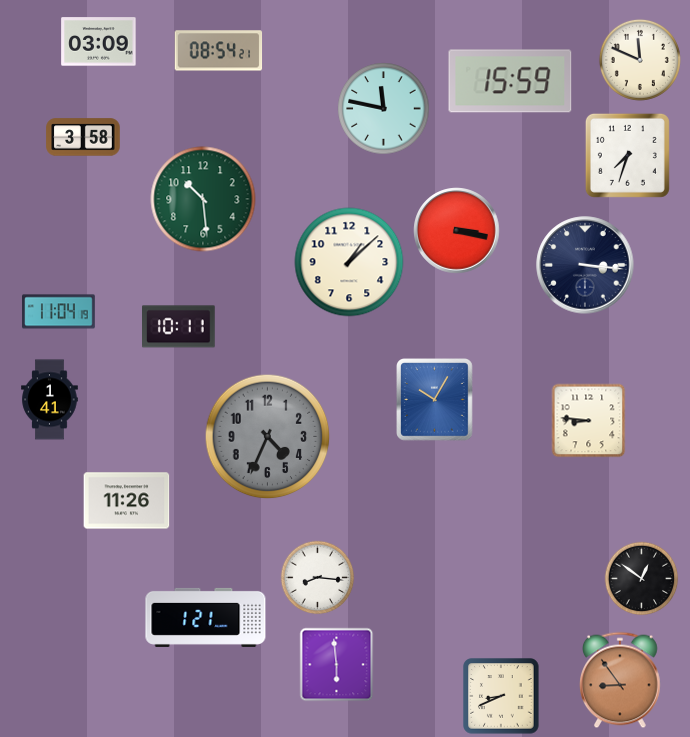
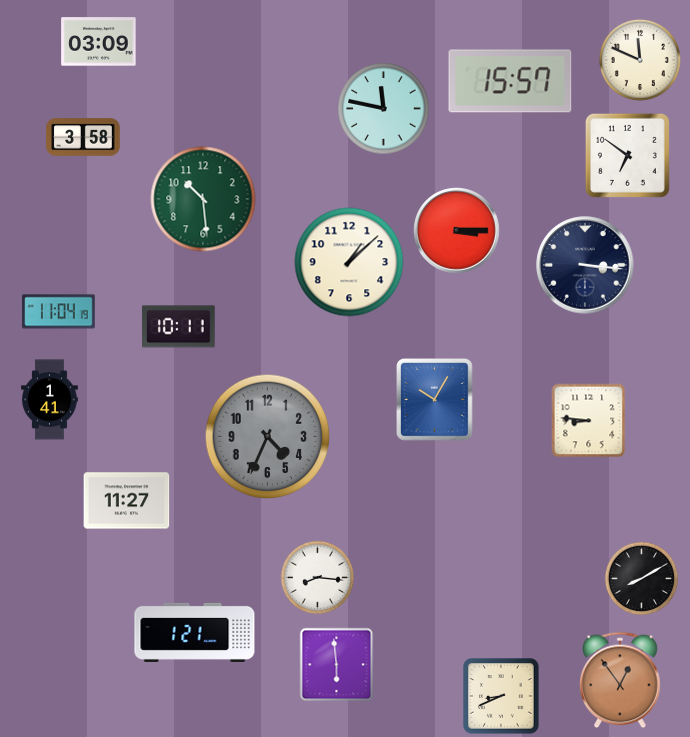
clock at (219, 51): 08:54 -> none
clock at (510, 81): 15:59 -> 15:57
clock at (627, 155): 7:33 -> 6:51
clock at (457, 231): 3:17 -> 3:15
clock at (127, 501): 11:26 -> 11:27
clock at (642, 579): 12:51 -> 8:10
clock at (206, 617) position: (206, 617) -> (195, 632)
clock at (621, 680): 8:54 -> 12:54
